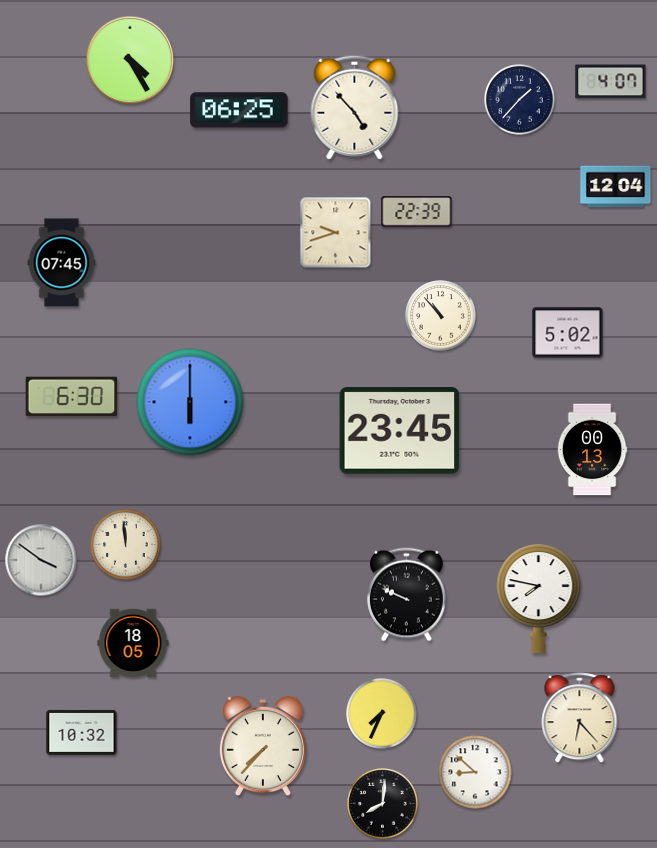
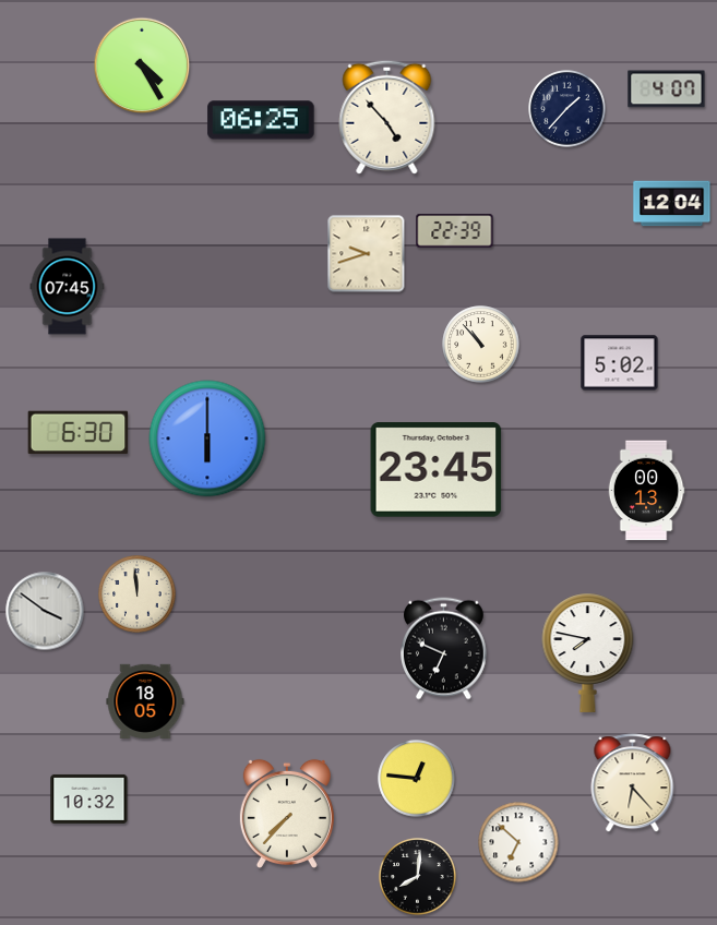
clock at (407, 595): 9:49 -> 6:49
clock at (382, 714): 7:34 -> 12:46
clock at (475, 772): 8:52 -> 6:52
